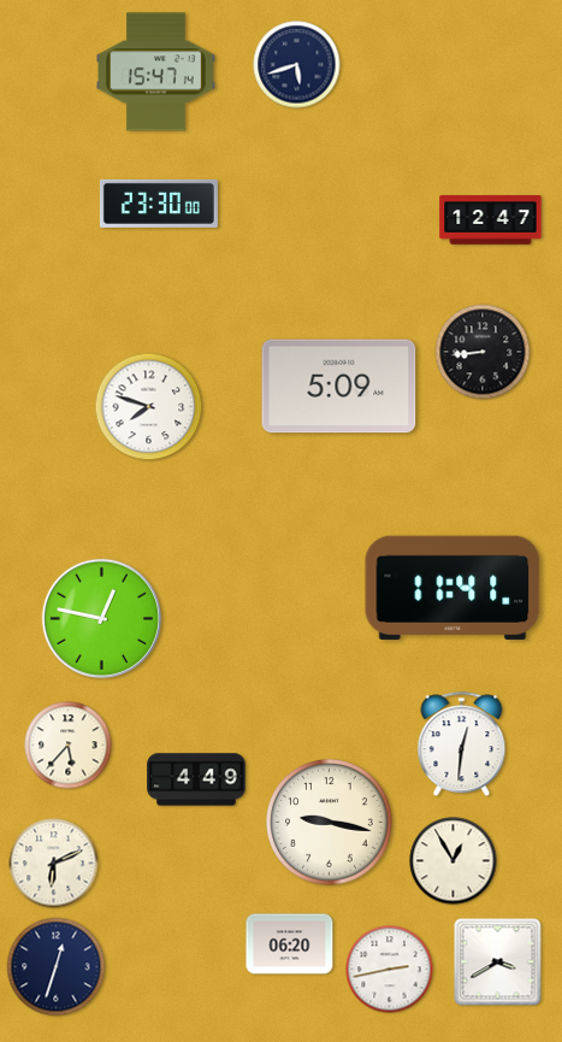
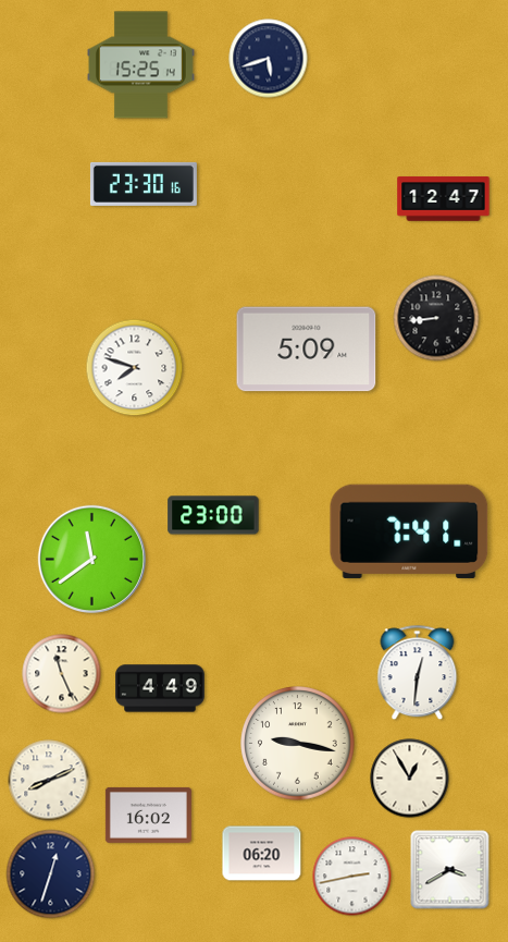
clock at (156, 72): 15:47 -> 15:25
clock at (159, 204): 23:30:00 -> 23:30:16
clock at (213, 515): none -> 23:00
clock at (452, 588): 11:41 -> 7:41
clock at (101, 618): 12:47 -> 11:39
clock at (69, 746): 5:37 -> 11:26
clock at (196, 779) position: (196, 779) -> (160, 688)
clock at (54, 864): 6:11 -> 8:11
clock at (148, 815): none -> 16:02
